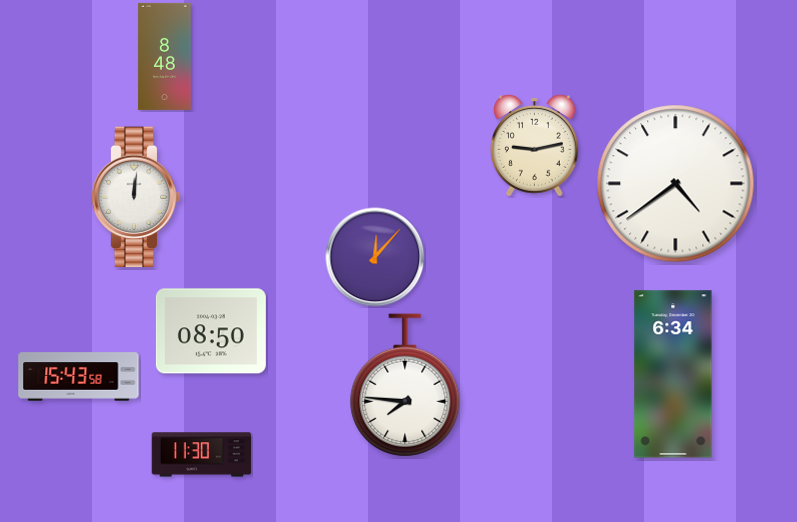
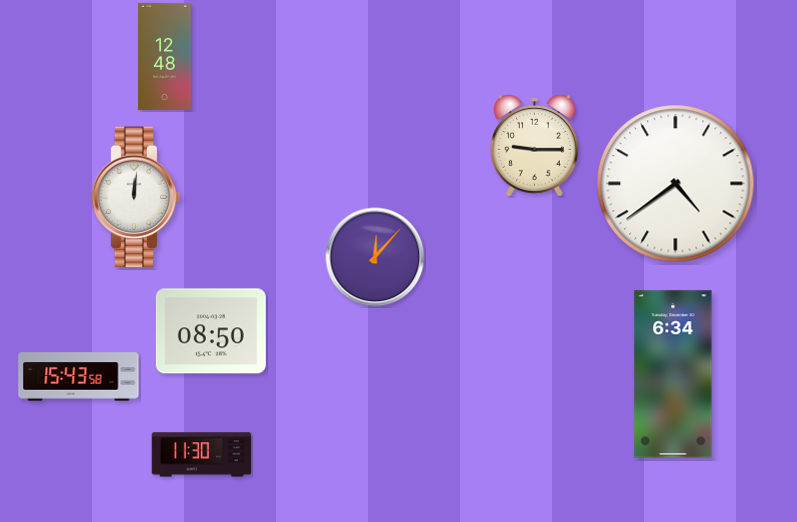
clock at (165, 56): 8:48 -> 12:48
clock at (535, 146): 9:13 -> 9:15
clock at (405, 385): 7:46 -> none
